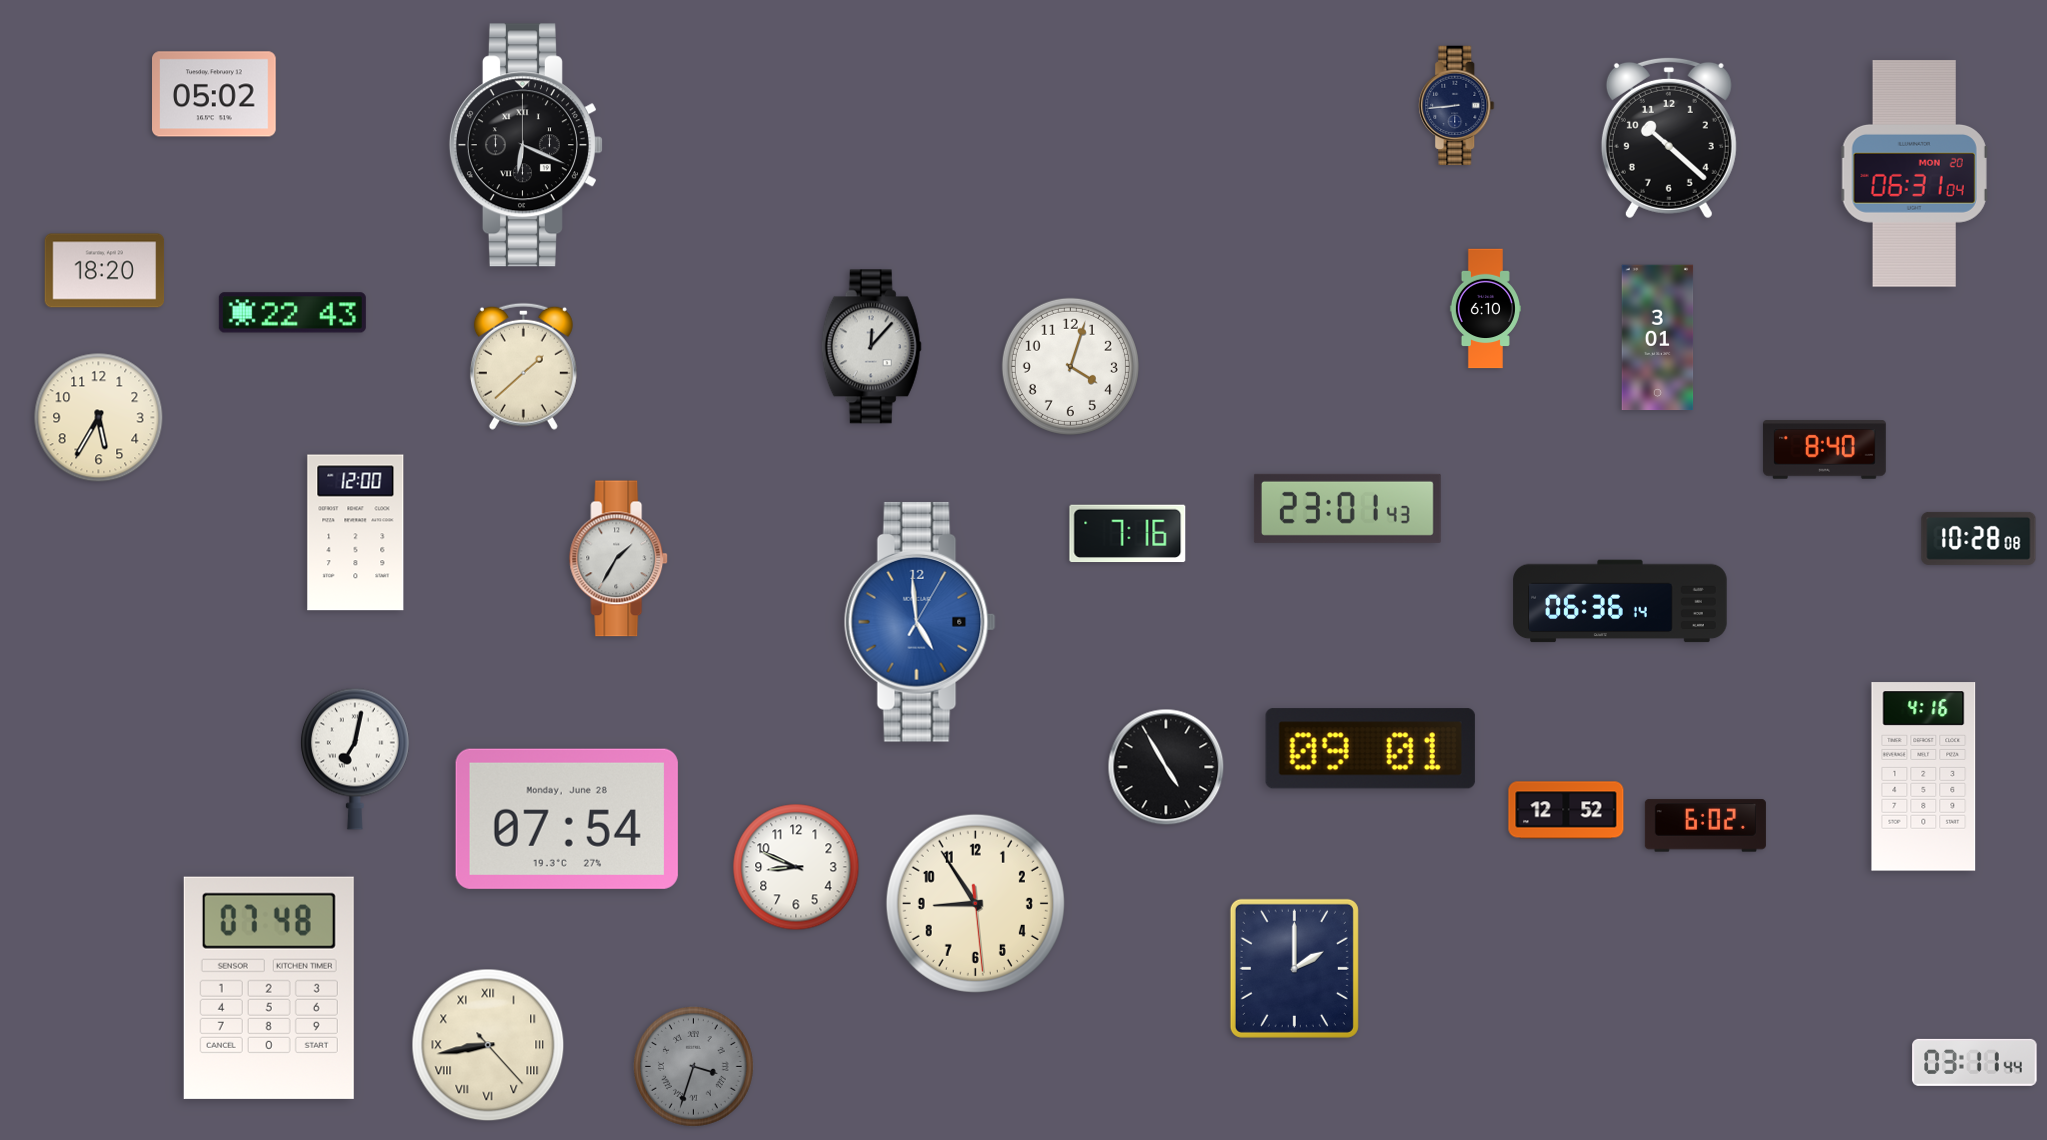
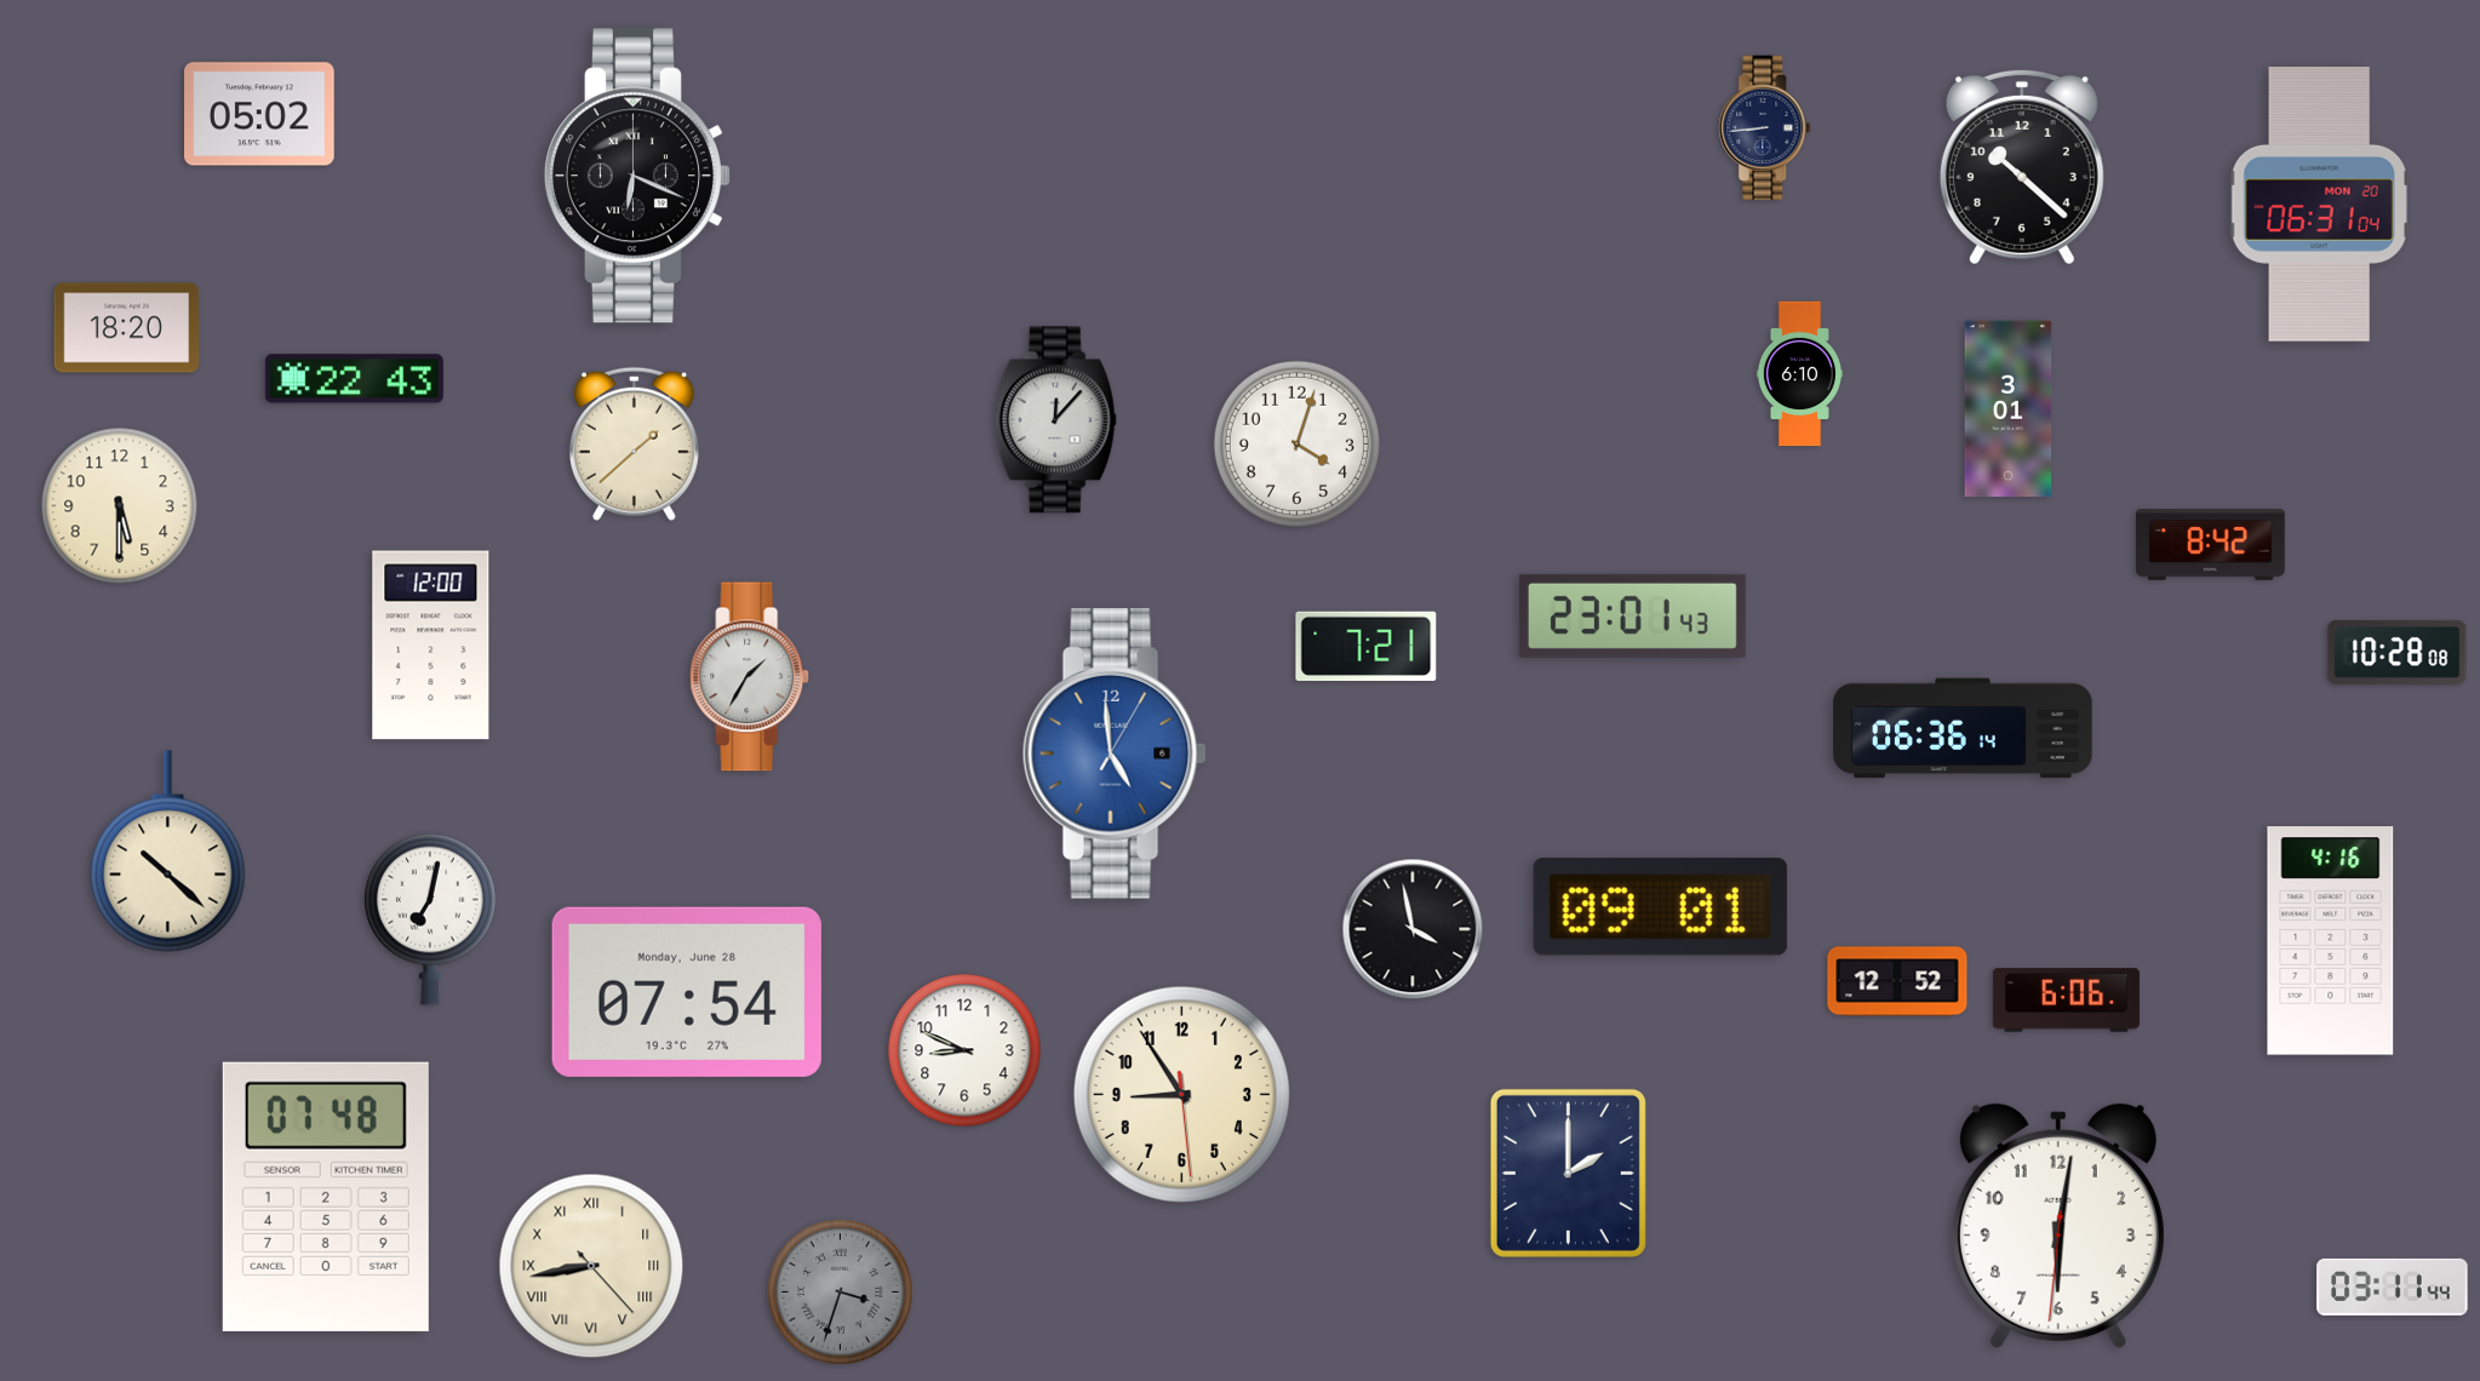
clock at (1914, 174) position: (1914, 174) -> (2319, 205)
clock at (99, 418): 5:35 -> 5:30
clock at (1824, 450): 8:40 -> 8:42
clock at (1128, 534): 7:16 -> 7:21
clock at (168, 852): none -> 10:22
clock at (1166, 767): 4:55 -> 3:58
clock at (1705, 826): 6:02 -> 6:06
clock at (2058, 1226): none -> 6:01
